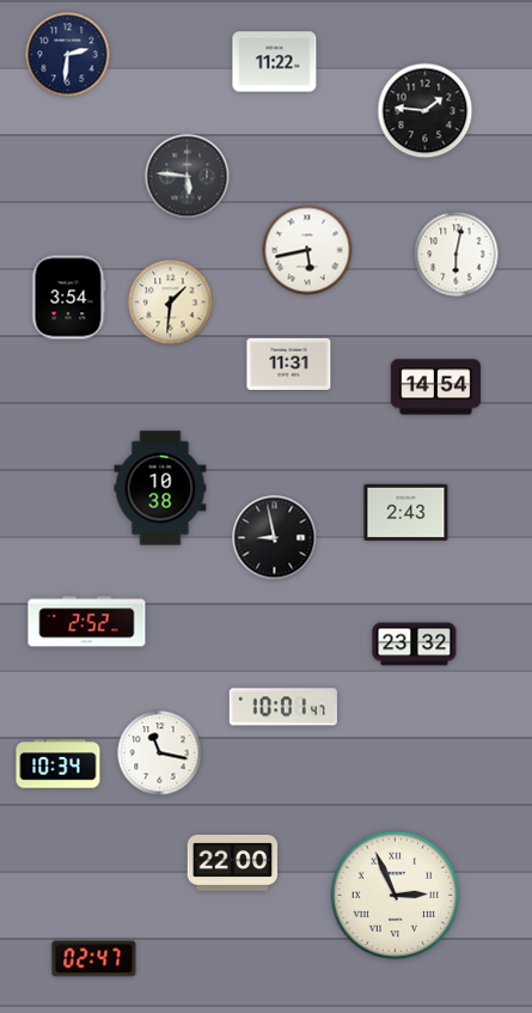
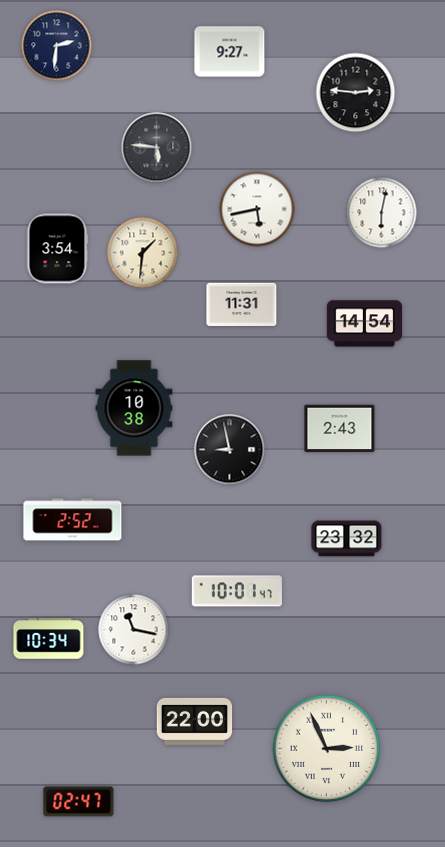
clock at (275, 62): 11:22 -> 9:27
clock at (426, 111): 1:46 -> 2:46
clock at (396, 896) position: (396, 896) -> (327, 749)
